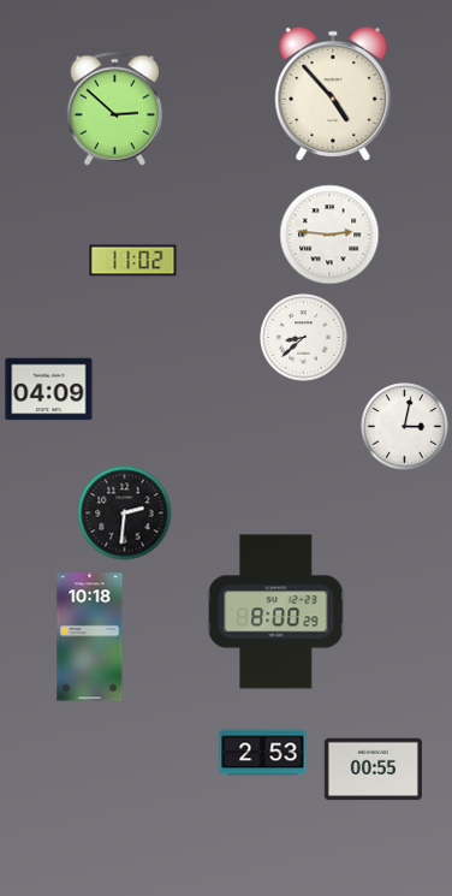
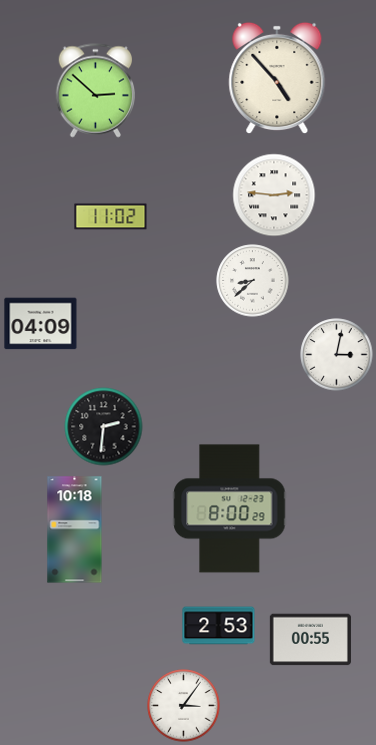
clock at (184, 706): none -> 3:06
